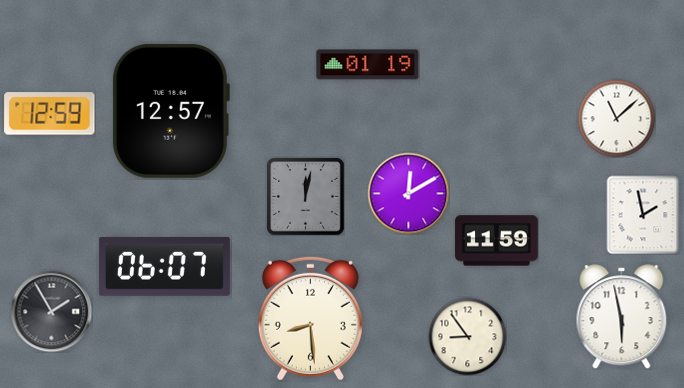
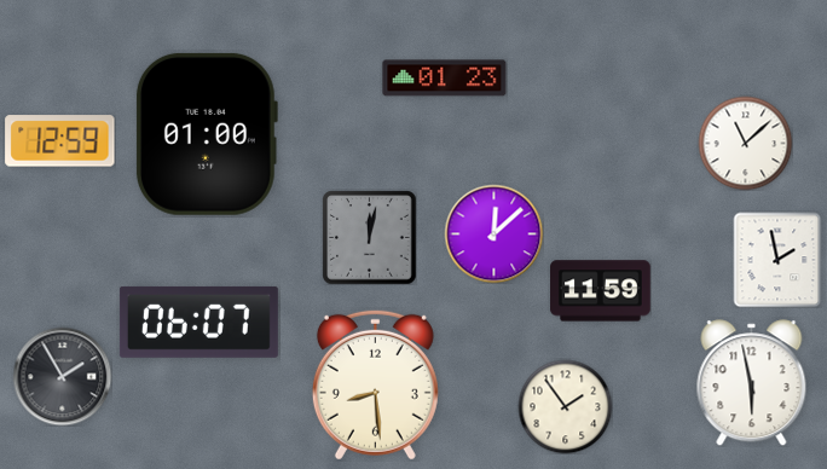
clock at (368, 65): 01:19 -> 01:23
clock at (170, 111): 12:57 -> 01:00
clock at (50, 114) position: (50, 114) -> (60, 141)
clock at (408, 193): 12:10 -> 12:08
clock at (467, 336): 8:54 -> 1:54
